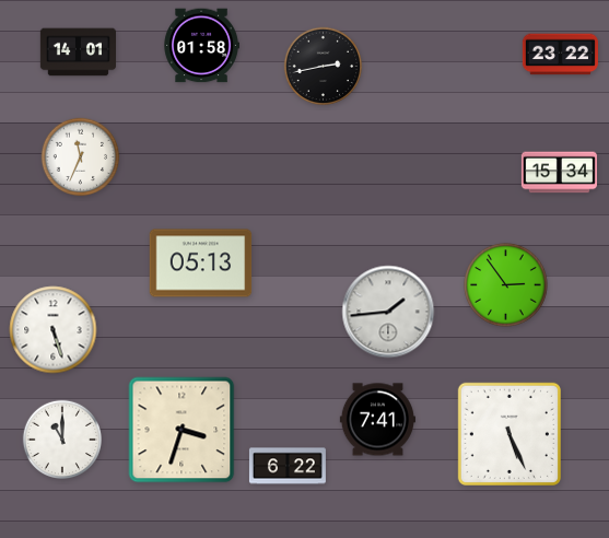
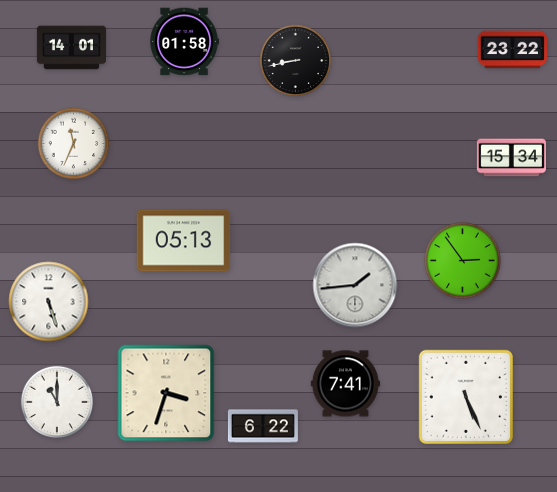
clock at (324, 67): 2:43 -> 8:43
